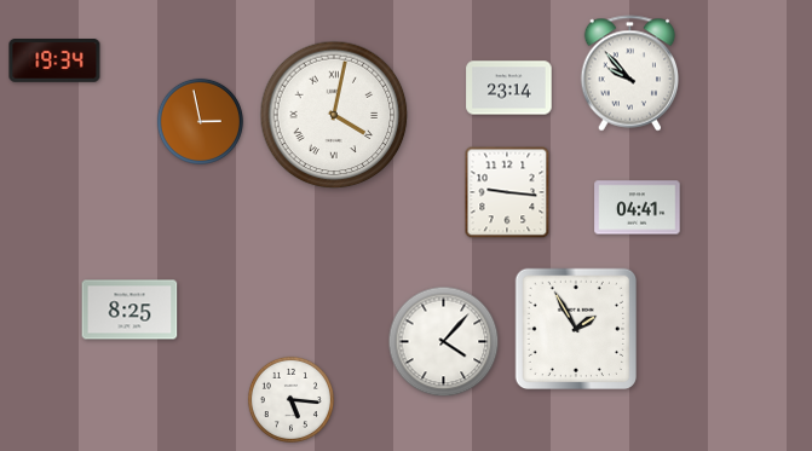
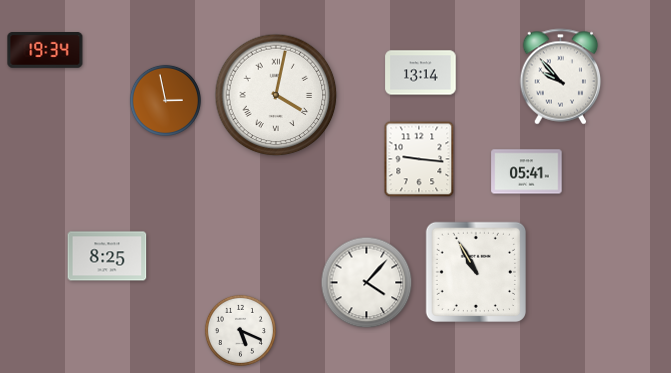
clock at (630, 74) position: (630, 74) -> (561, 77)
clock at (509, 88): 23:14 -> 13:14
clock at (638, 208): 04:41 -> 05:41
clock at (575, 328): 1:55 -> 10:55
clock at (290, 399): 5:16 -> 5:19
